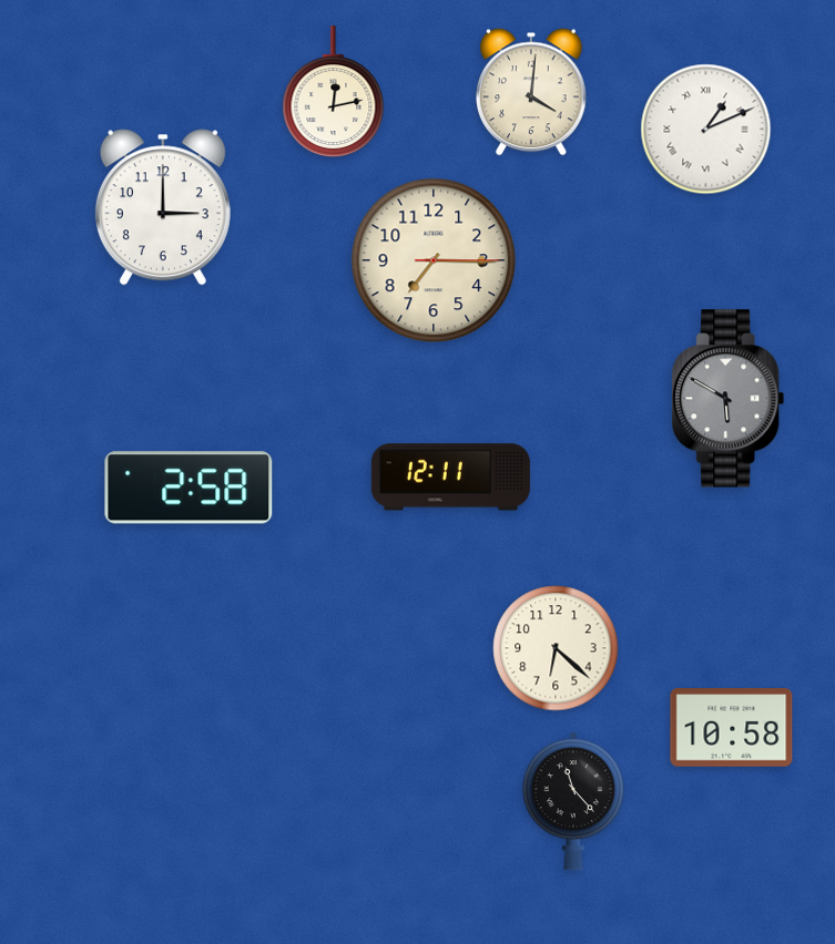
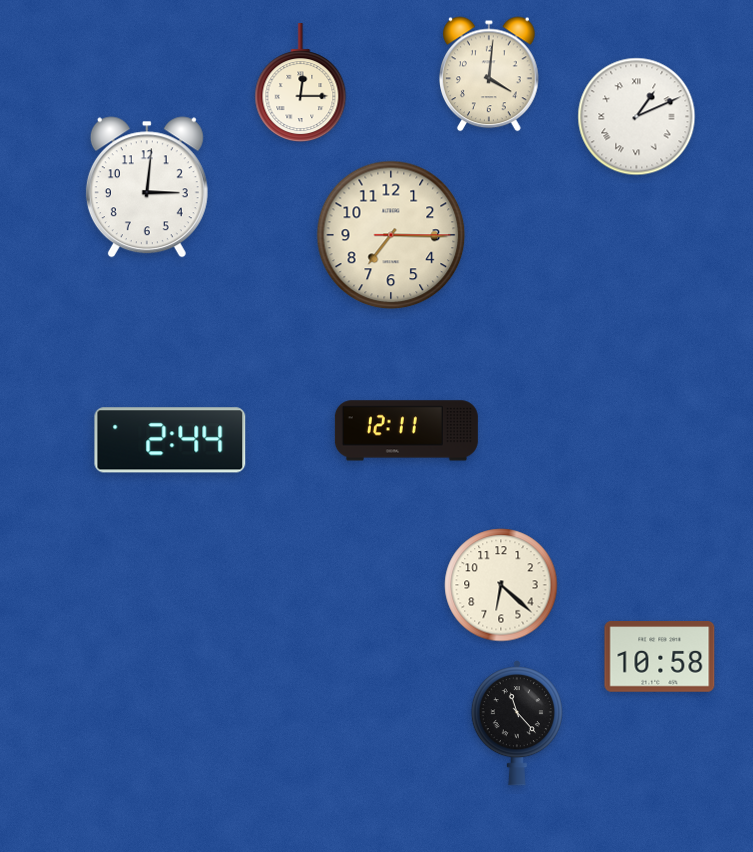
clock at (334, 92): 12:13 -> 12:15
clock at (532, 92) position: (532, 92) -> (490, 74)
clock at (163, 207): 3:00 -> 3:01
clock at (729, 399): 5:50 -> none
clock at (189, 488): 2:58 -> 2:44
